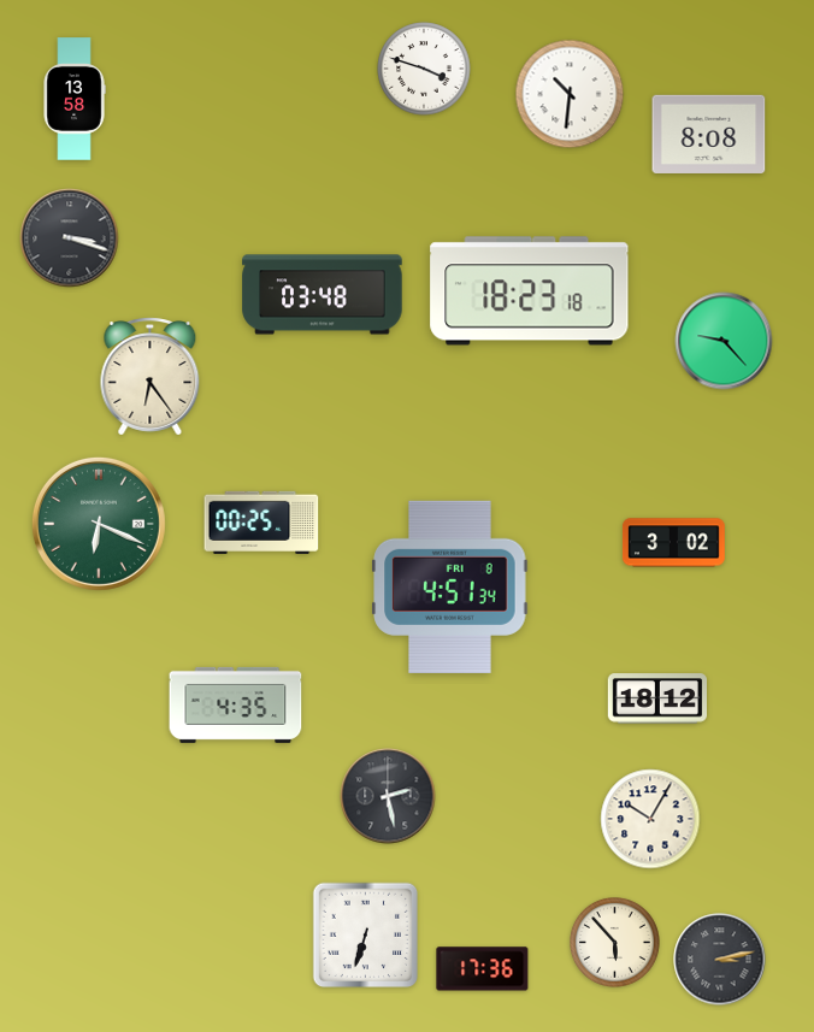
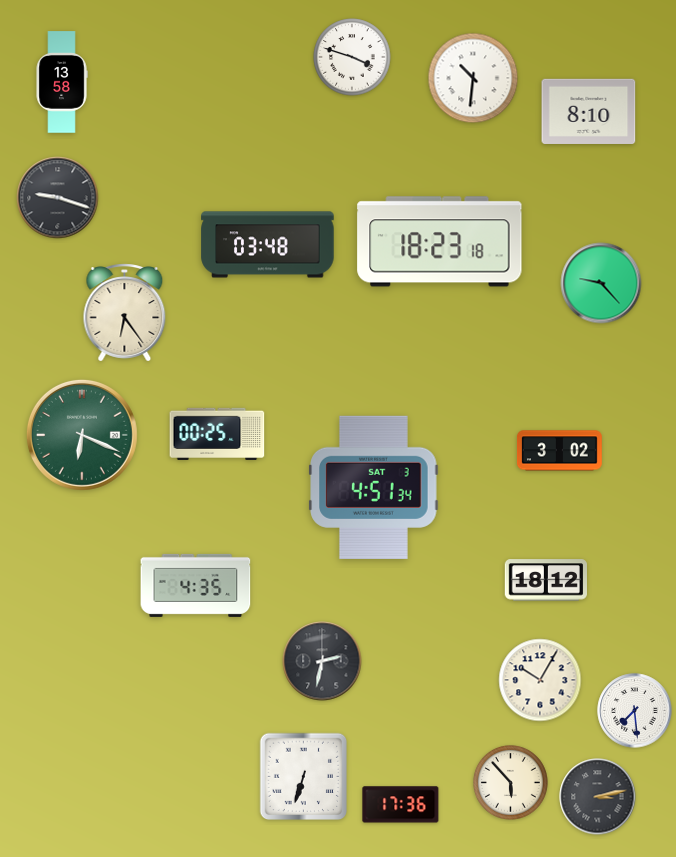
clock at (709, 134): 8:08 -> 8:10
clock at (70, 238): 3:18 -> 9:18
clock at (450, 586) date: FRI 8 -> SAT 3
clock at (388, 796): 2:28 -> 2:32
clock at (635, 711): none -> 7:29
